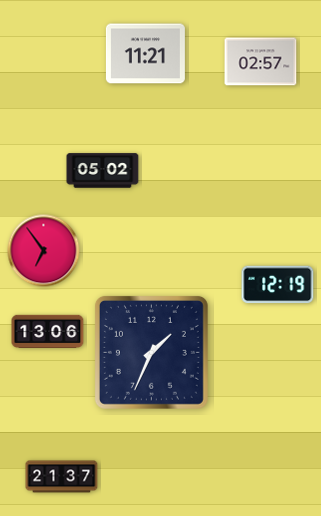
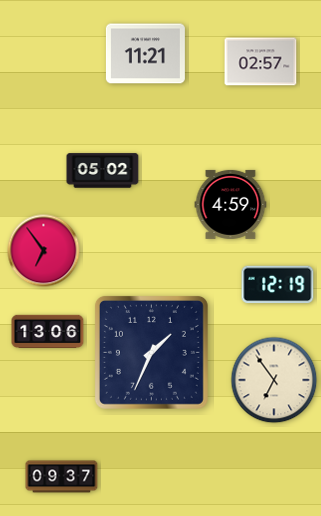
clock at (231, 204): none -> 4:59
clock at (274, 380): none -> 6:54
clock at (62, 477): 21:37 -> 09:37
